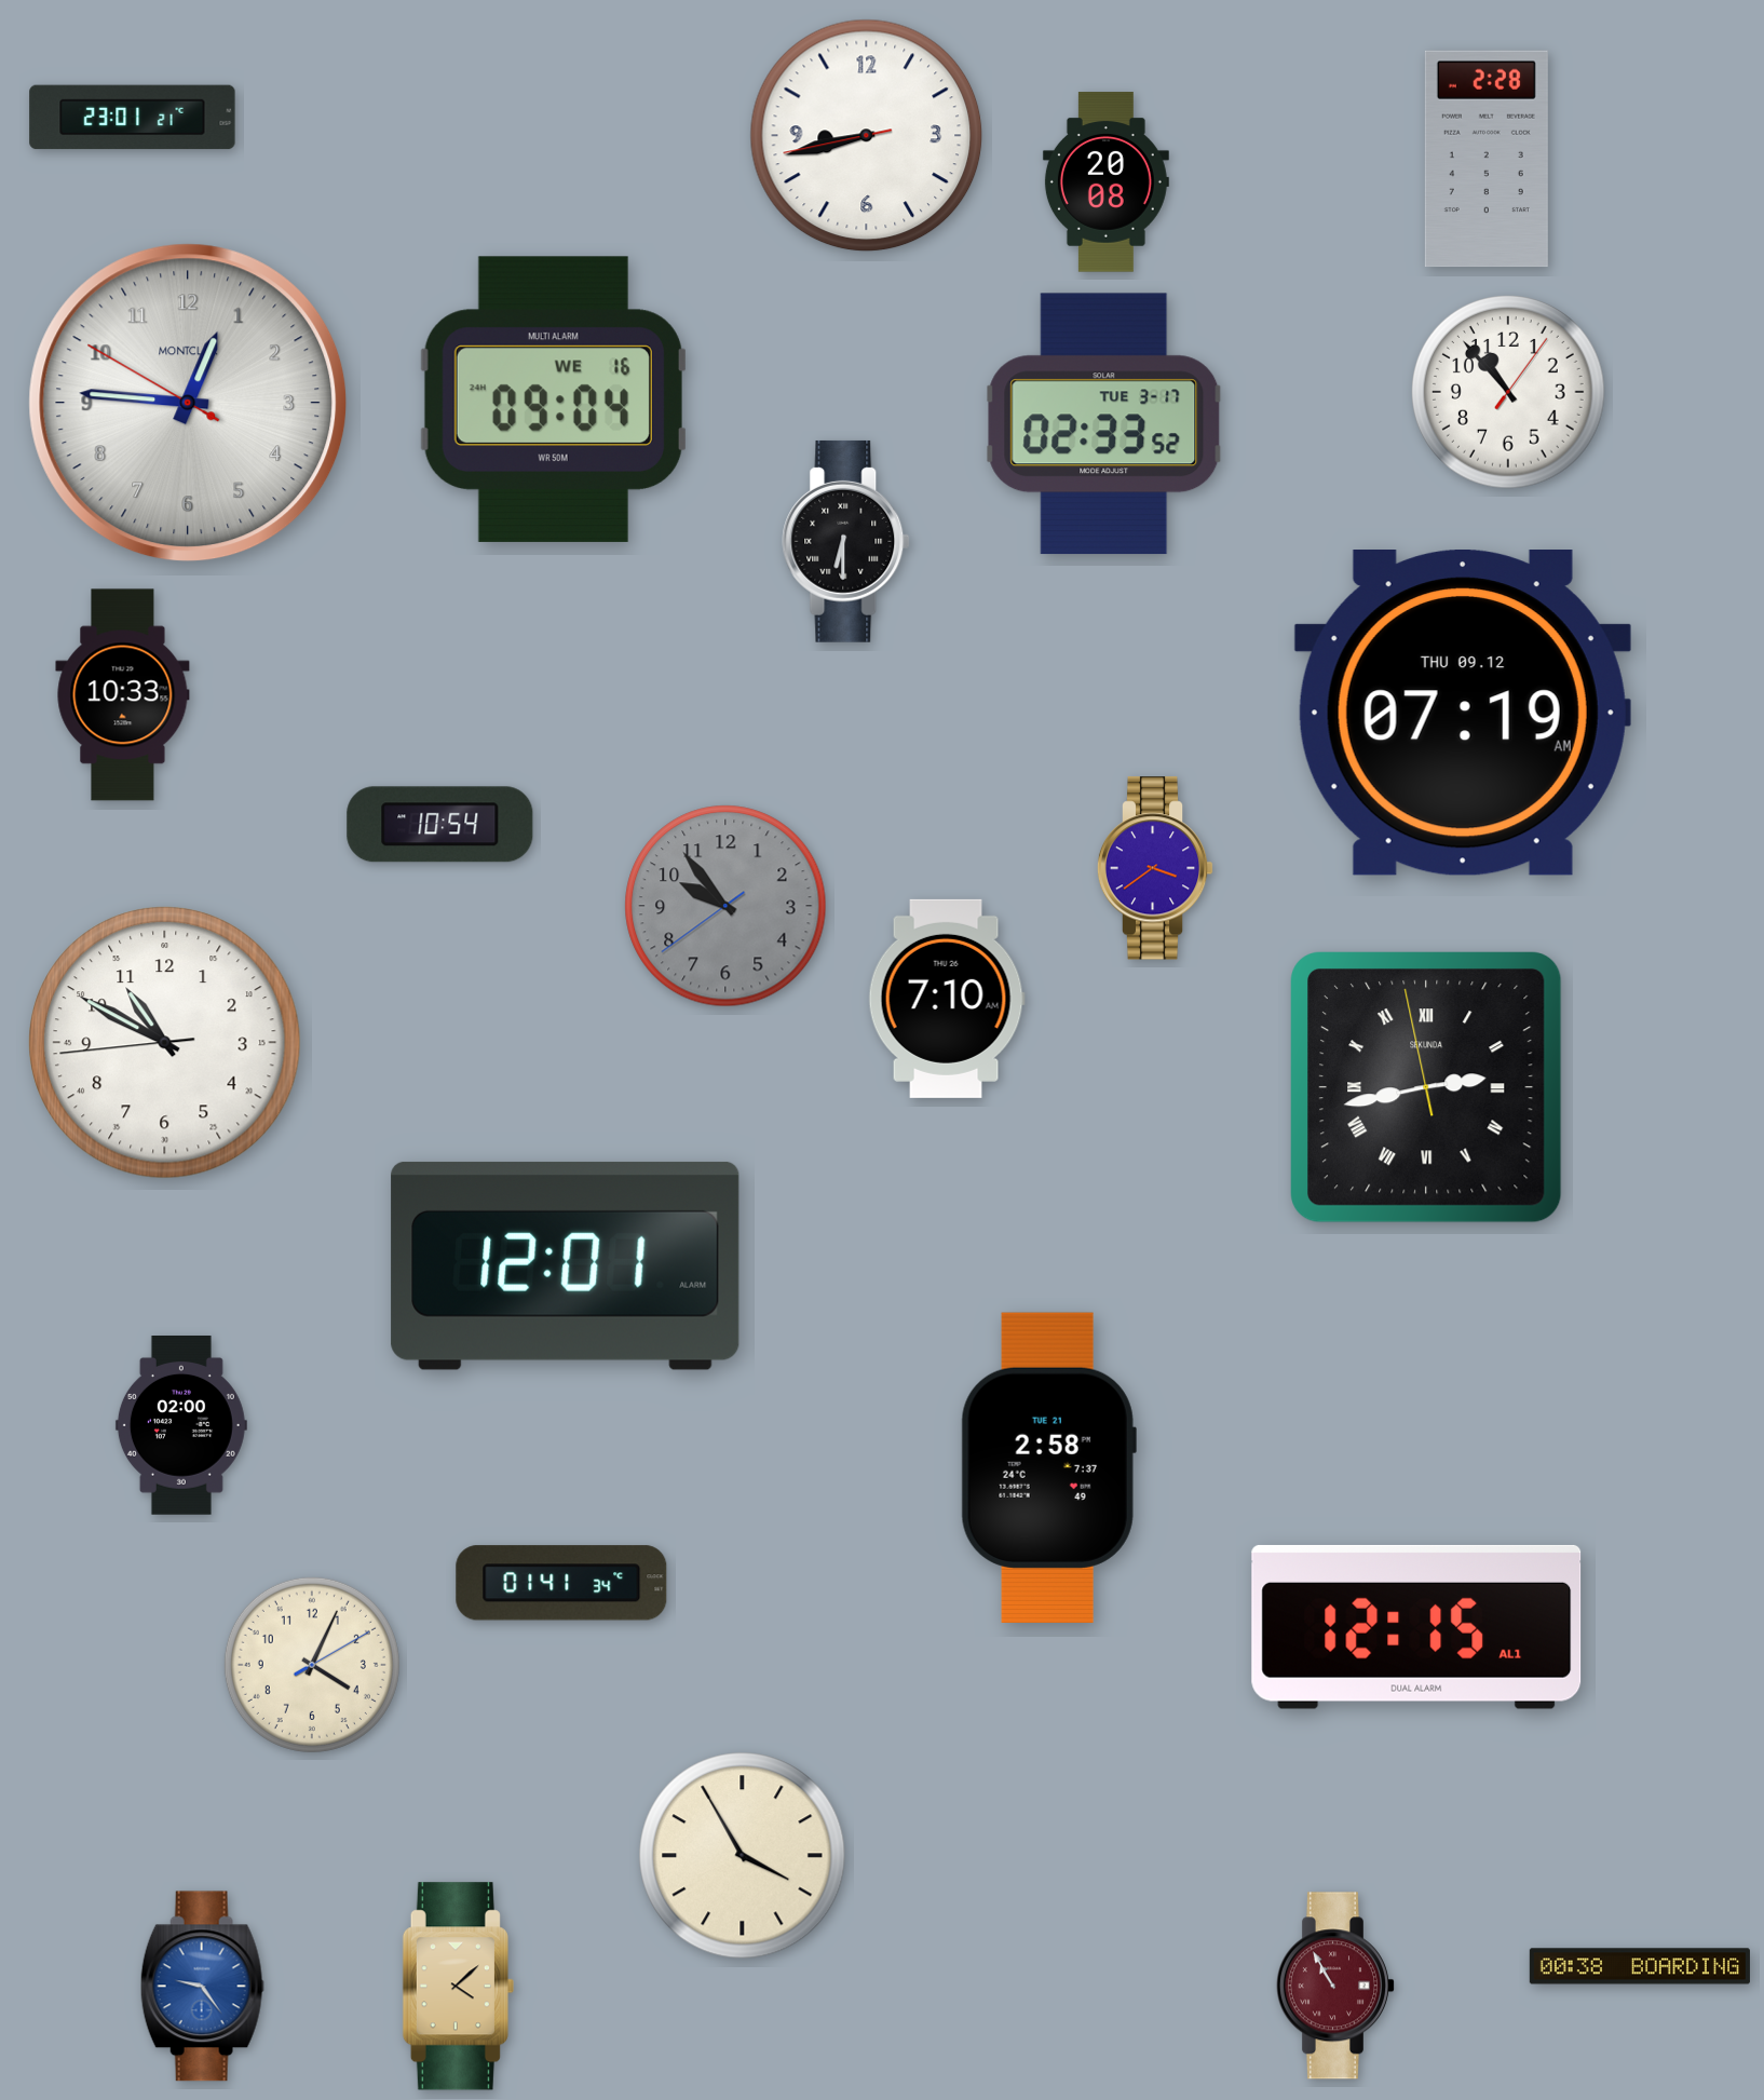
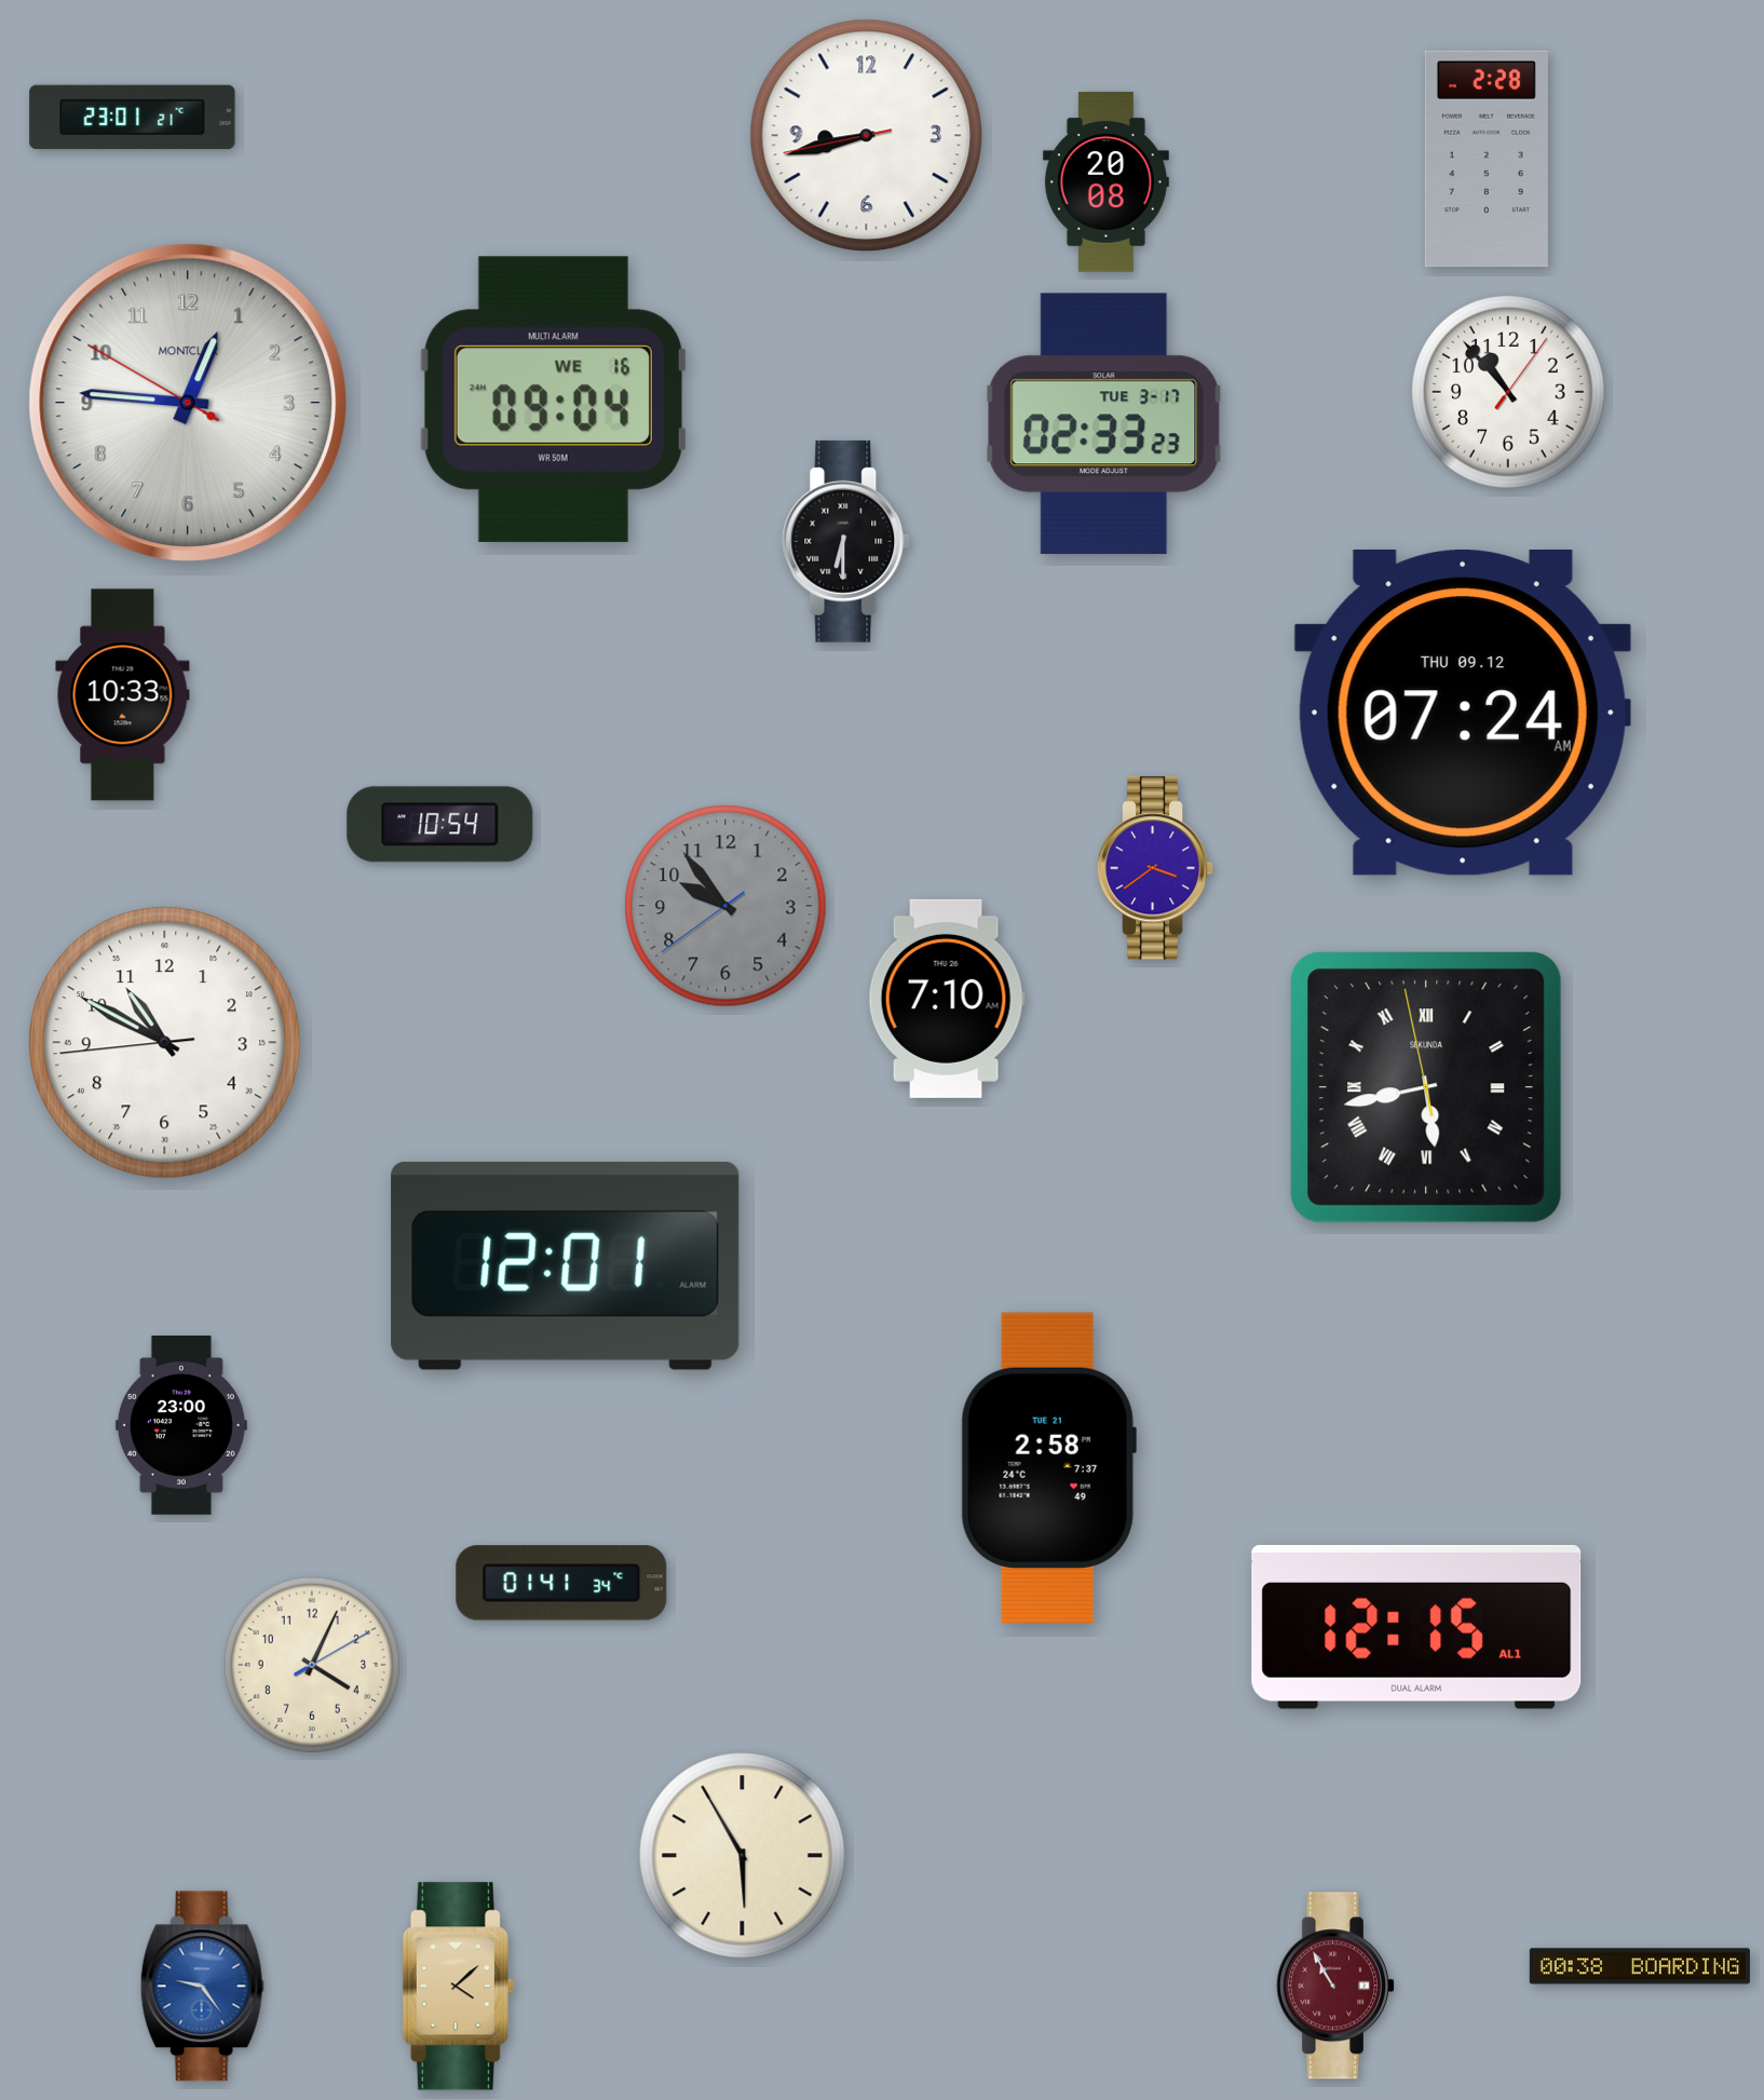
clock at (1104, 424): 02:33:52 -> 02:33:23
clock at (1463, 714): 07:19 -> 07:24
clock at (1427, 1088): 2:42 -> 5:42
clock at (181, 1425): 02:00 -> 23:00
clock at (743, 1856): 3:55 -> 5:55
